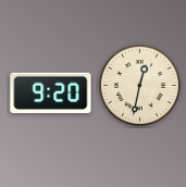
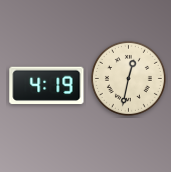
clock at (51, 93): 9:20 -> 4:19
